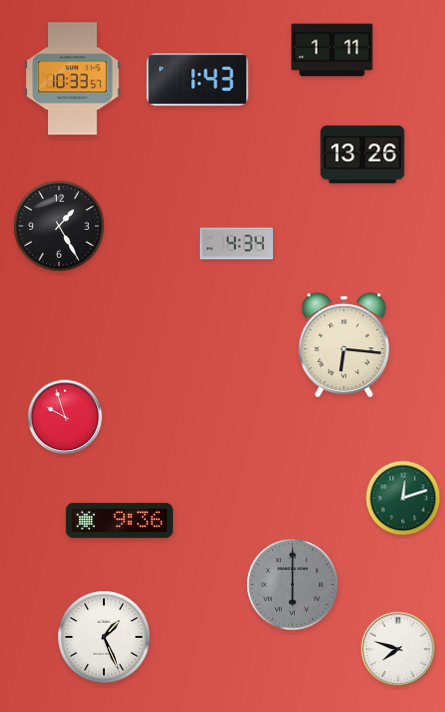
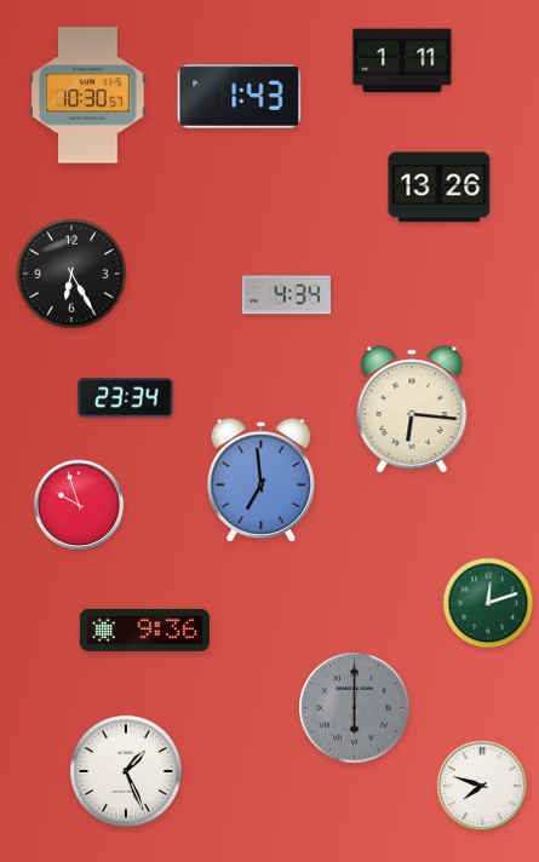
clock at (73, 79): 10:33 -> 10:30
clock at (59, 226): 1:25 -> 6:25
clock at (126, 398): none -> 23:34
clock at (344, 345) position: (344, 345) -> (412, 409)
clock at (260, 479): none -> 6:59
